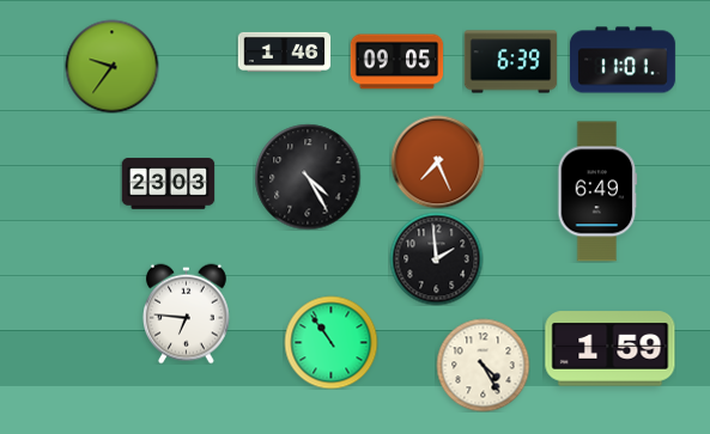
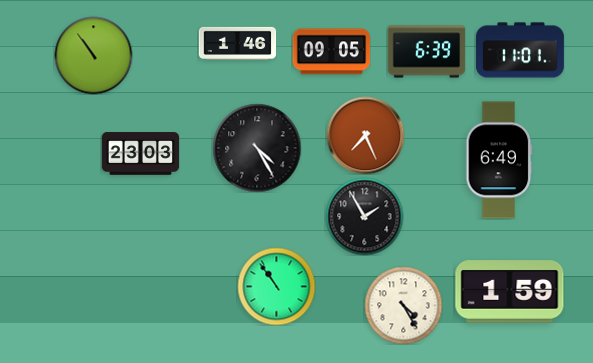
clock at (111, 66): 9:36 -> 10:54
clock at (436, 258): 1:59 -> 1:55
clock at (186, 313): 6:46 -> none
